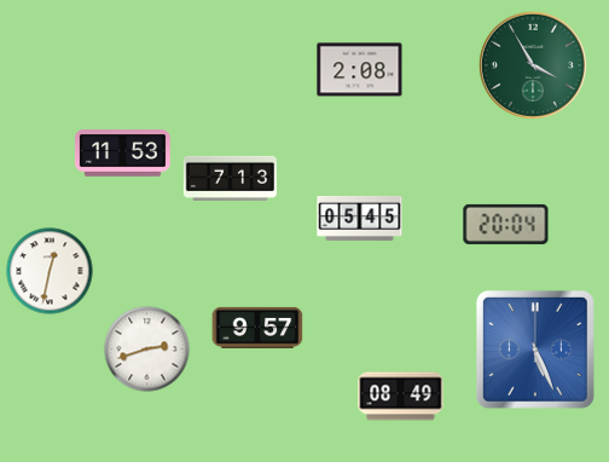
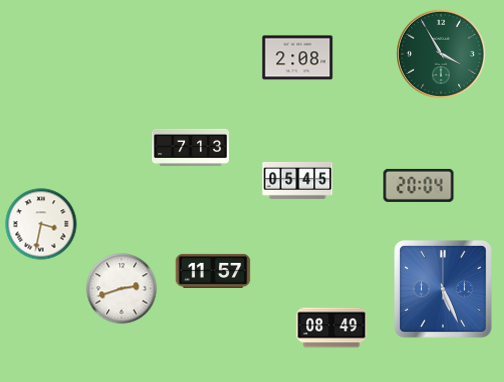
clock at (122, 154): 11:53 -> none
clock at (50, 271): 12:32 -> 3:32
clock at (257, 328): 9:57 -> 11:57
